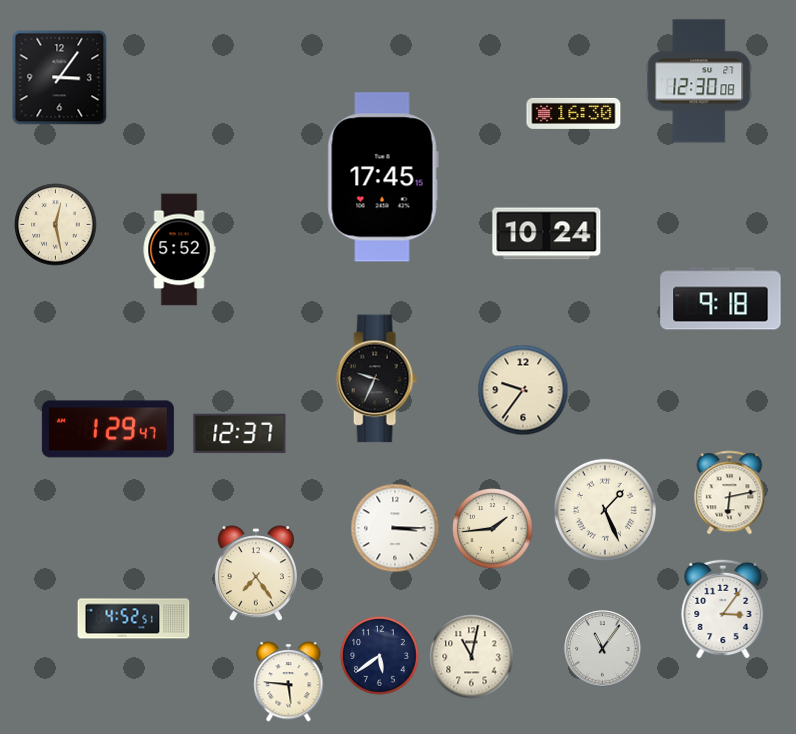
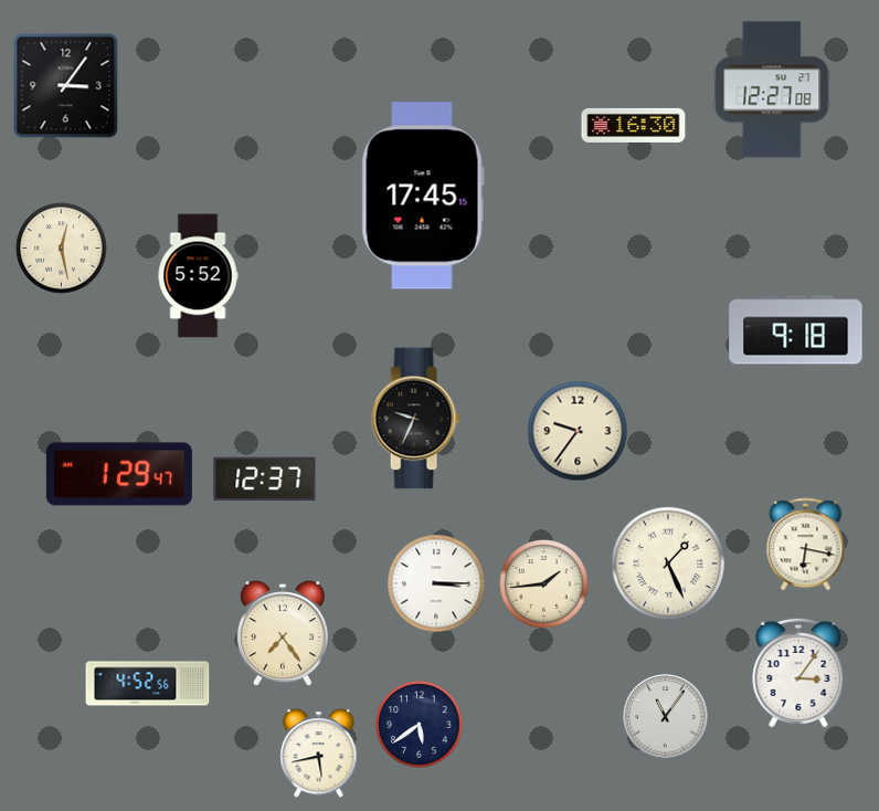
clock at (699, 81): 12:30 -> 12:27
clock at (547, 234): 10:24 -> none
clock at (730, 493): 6:13 -> 6:17
clock at (134, 619): 4:52:51 -> 4:52:56
clock at (472, 657): 11:02 -> none
clock at (289, 682): 5:46 -> 5:43
